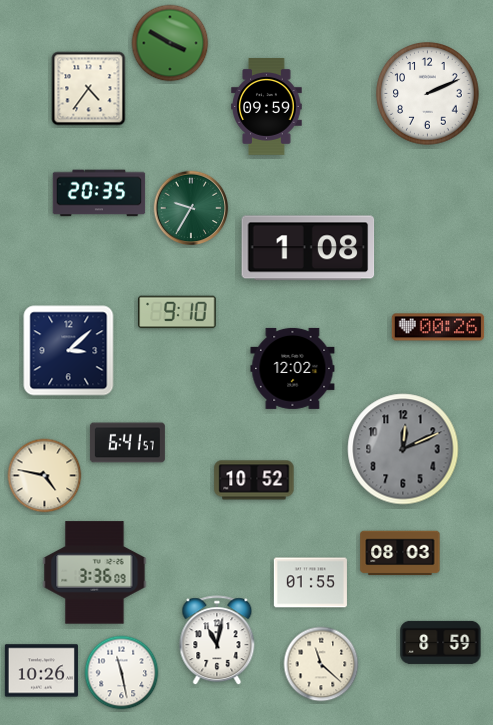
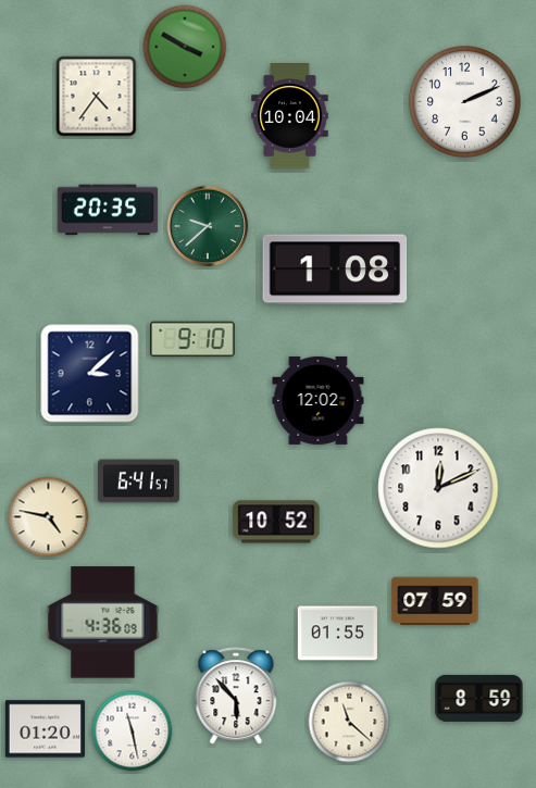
clock at (267, 107): 09:59 -> 10:04
clock at (191, 208): 9:35 -> 9:38
clock at (438, 327): 00:26 -> none
clock at (69, 351) position: (69, 351) -> (90, 374)
clock at (403, 449) dial: grey -> white
clock at (400, 553): 08:03 -> 07:59
clock at (95, 573): 3:36 -> 4:36
clock at (217, 641): 11:02 -> 5:53
clock at (41, 671): 10:26 -> 01:20
